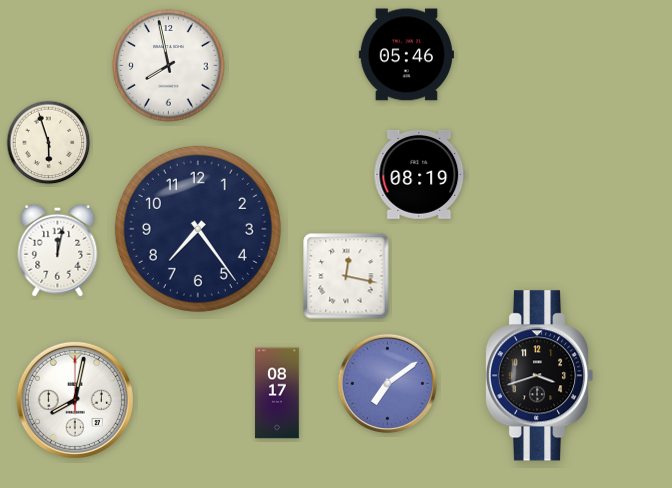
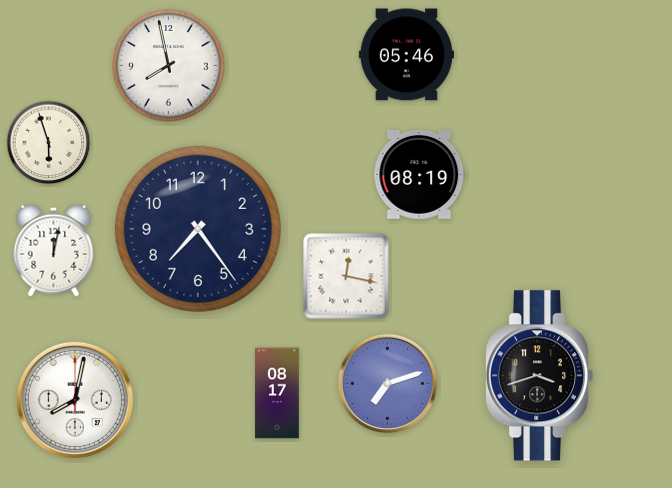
clock at (58, 250) position: (58, 250) -> (54, 250)
clock at (387, 383): 7:09 -> 7:12
